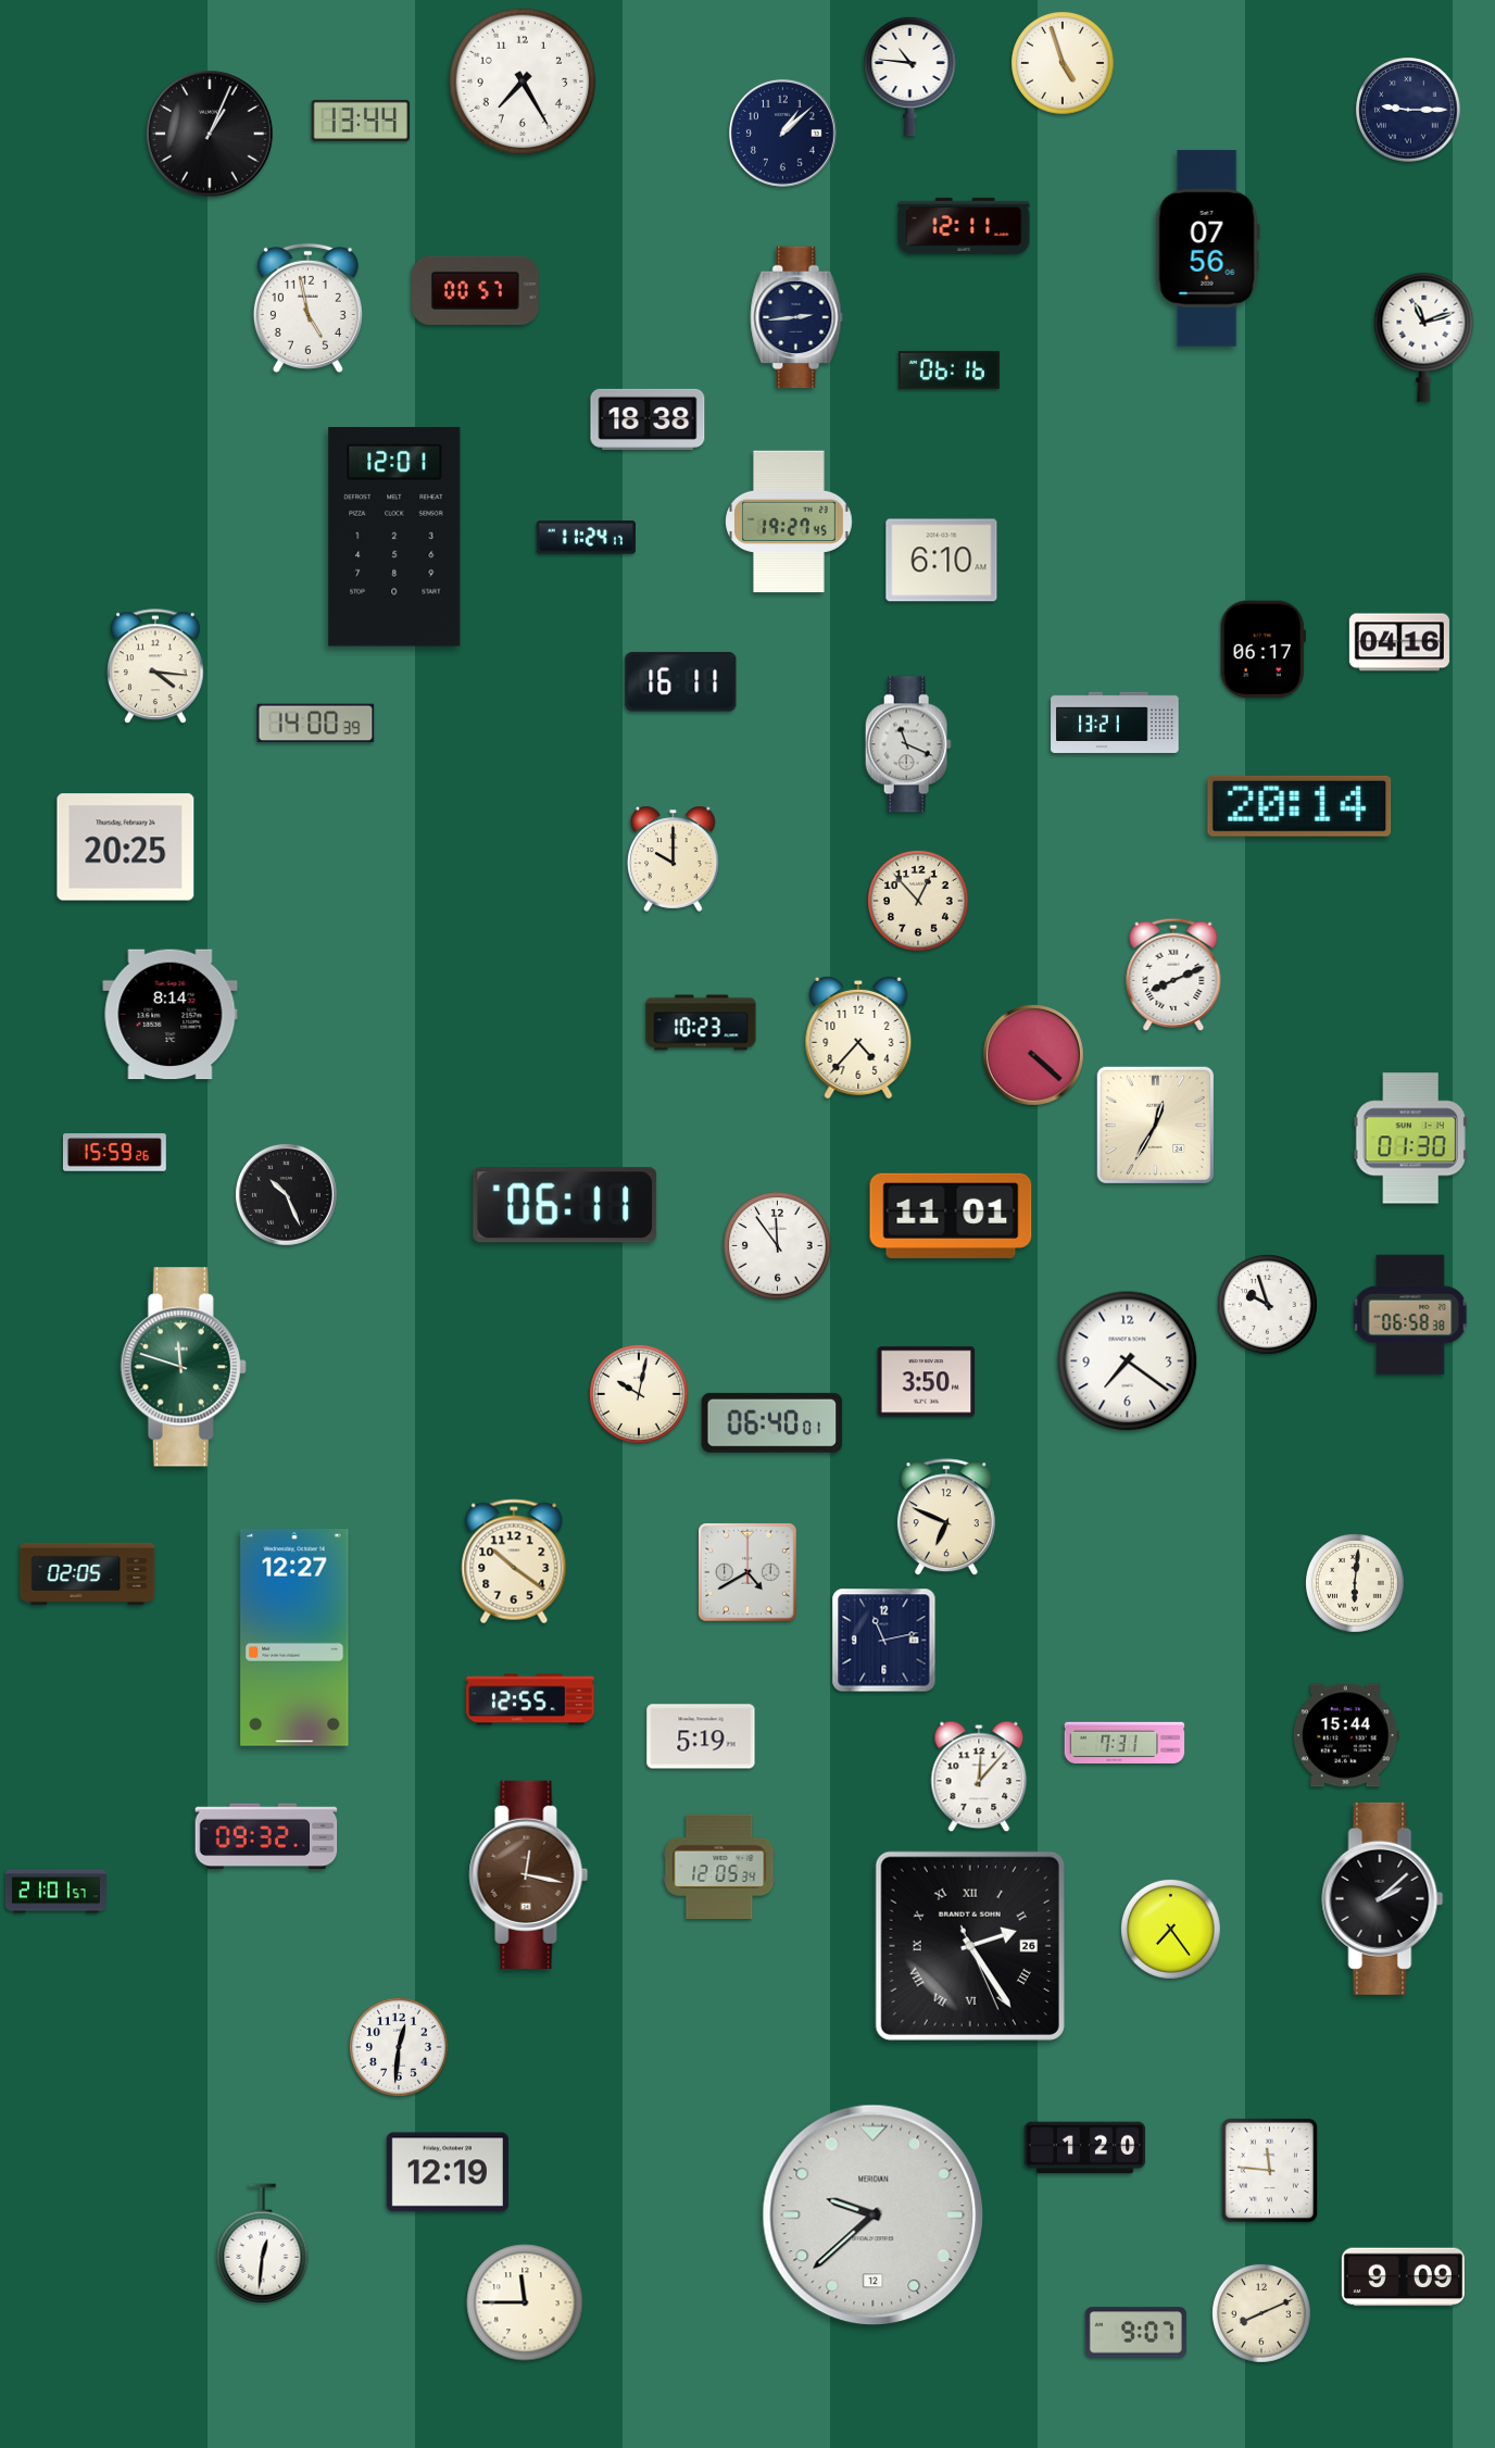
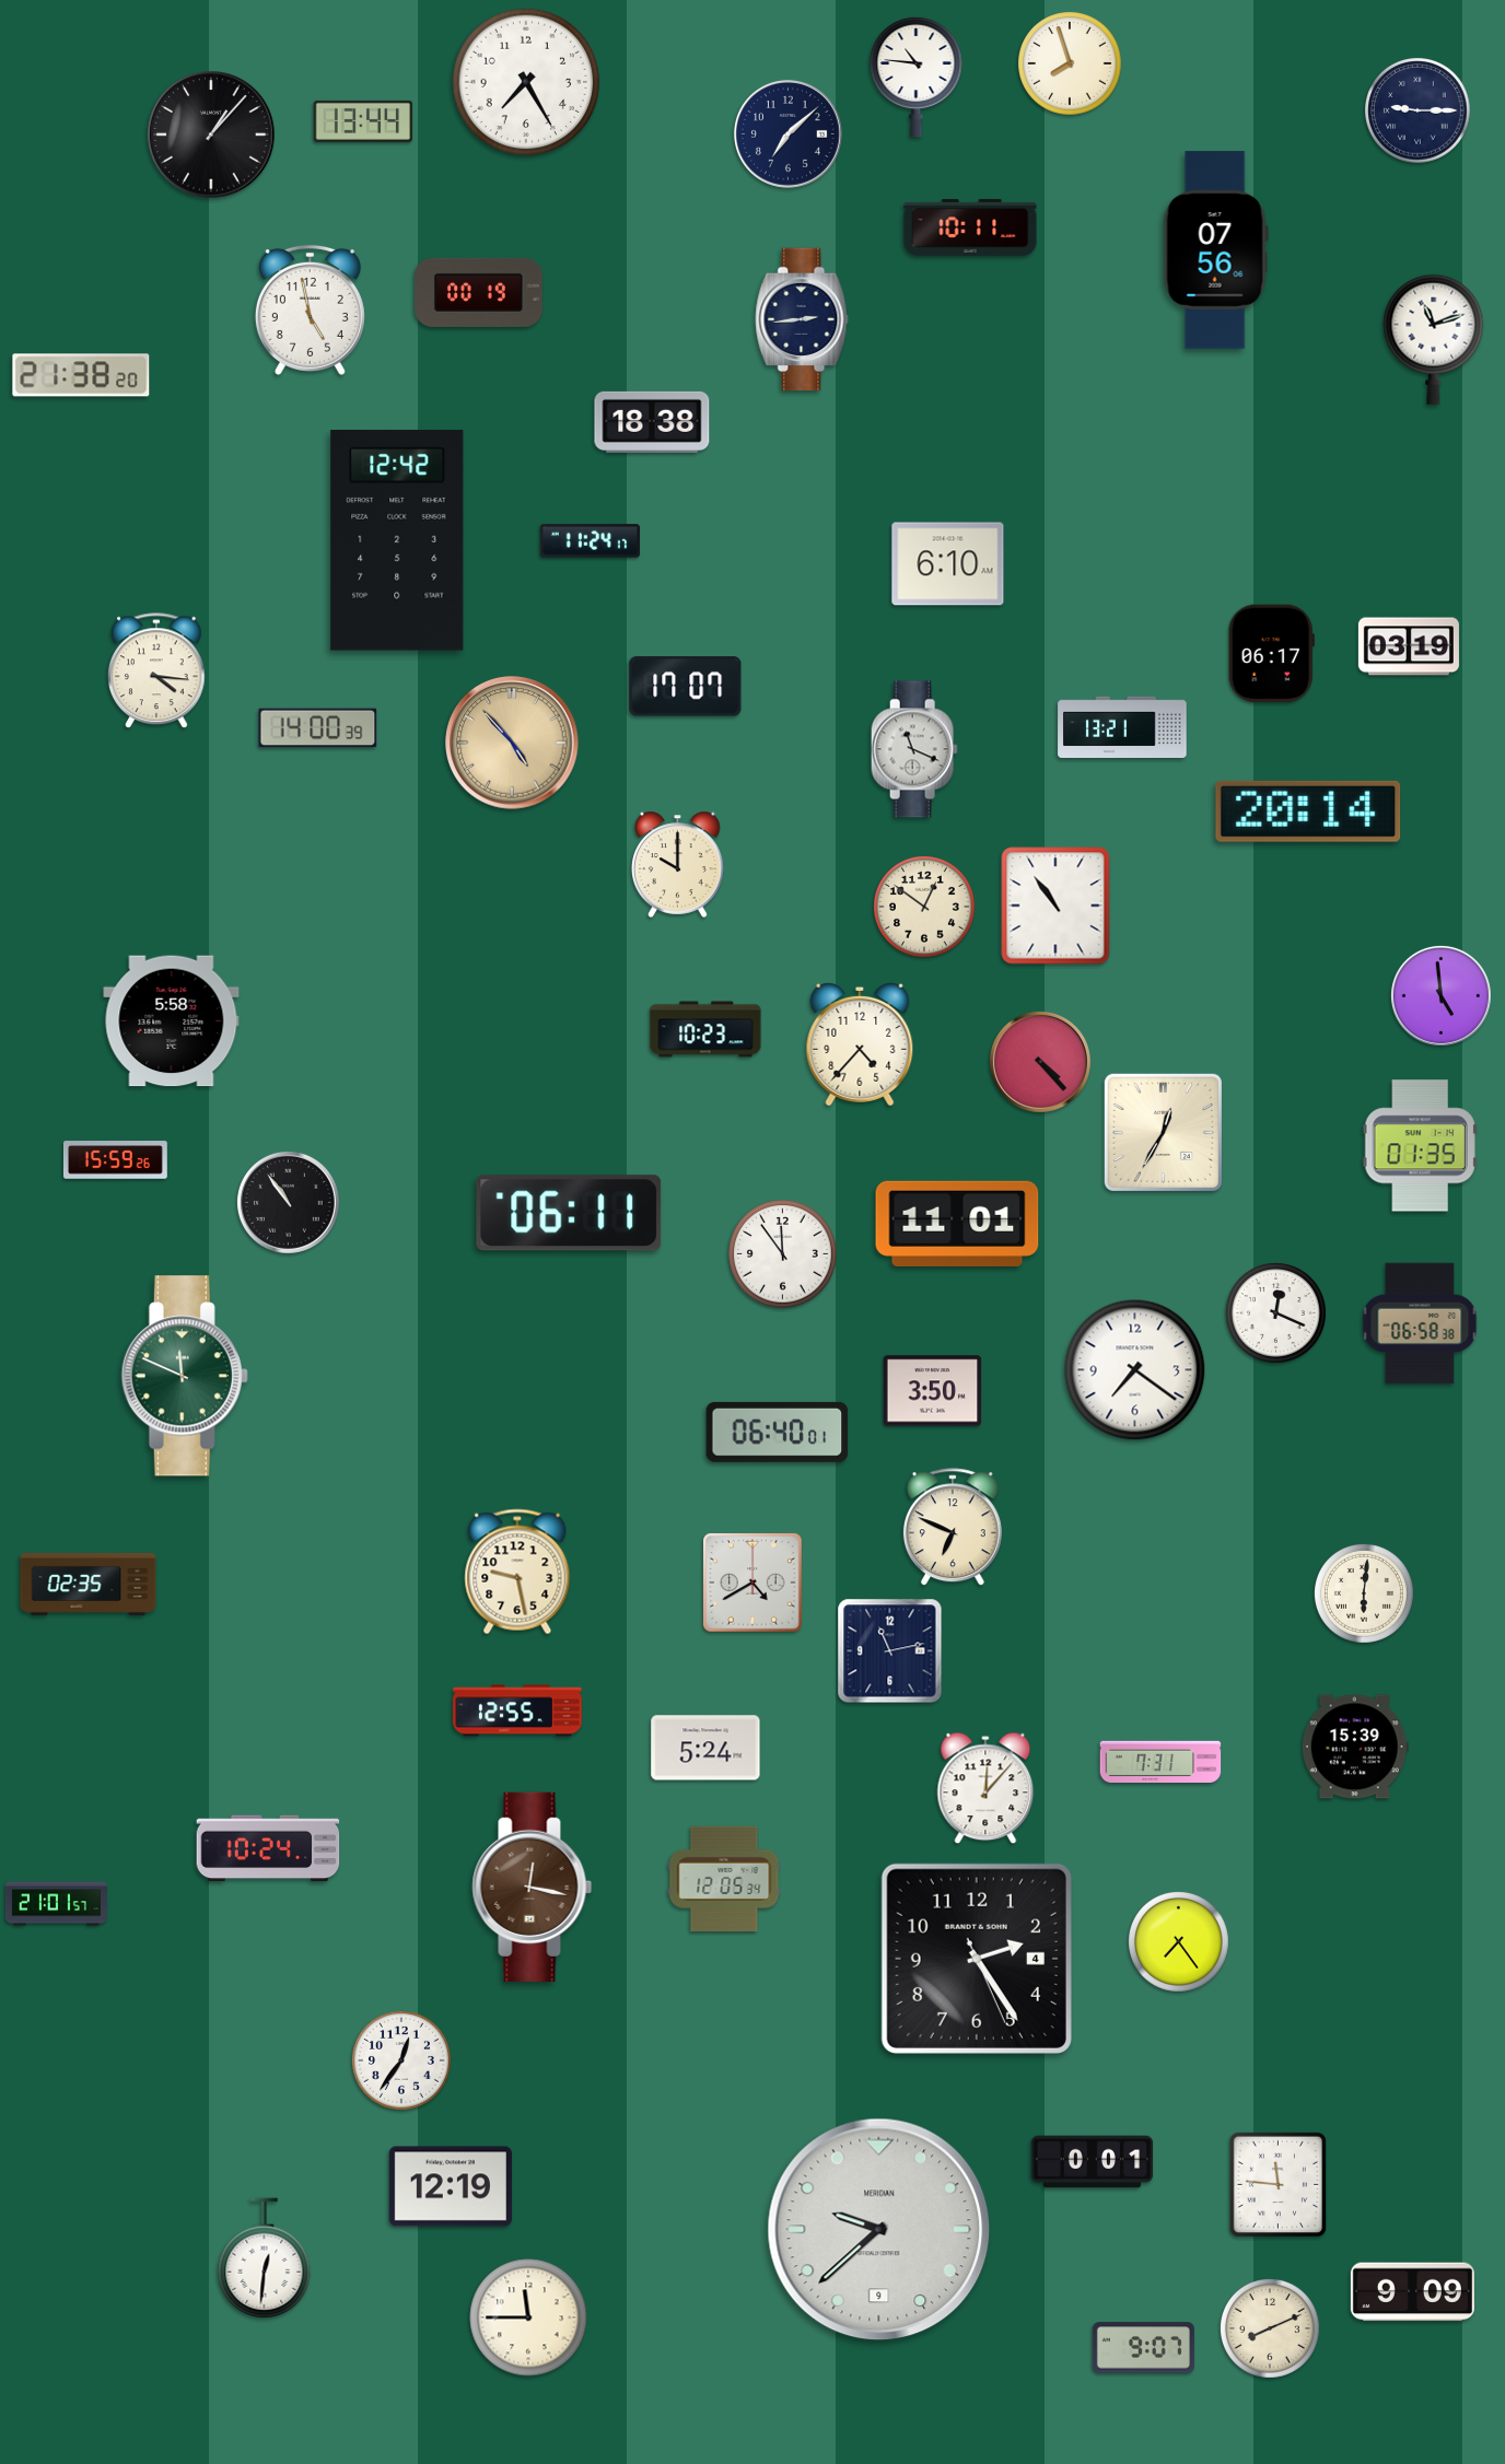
clock at (1064, 64): 4:57 -> 7:57
clock at (782, 133): 1:08 -> 7:08
clock at (210, 134): 1:04 -> 1:07
clock at (964, 226): 12:11 -> 10:11
clock at (476, 290): 00:57 -> 00:19
clock at (948, 369): 06:16 -> none
clock at (81, 375): none -> 21:38
clock at (790, 522): 19:27 -> none
clock at (394, 538): 12:01 -> 12:42
clock at (1399, 642): 04:16 -> 03:19
clock at (681, 682): 16:11 -> 17:07
clock at (512, 743): none -> 4:53
clock at (126, 848): 20:25 -> none
clock at (1055, 906): none -> 10:54
clock at (919, 902): 12:53 -> 12:51
clock at (1173, 975): 8:11 -> none
clock at (1440, 995): none -> 4:59
clock at (171, 1015): 8:14 -> 5:58
clock at (858, 1038) position: (858, 1038) -> (860, 1044)
clock at (1033, 1055): 4:22 -> 4:23
clock at (1410, 1139): 01:30 -> 01:35
clock at (286, 1194): 10:26 -> 10:54
clock at (1267, 1304): 9:57 -> 12:19
clock at (184, 1367): 11:48 -> 11:49
clock at (639, 1394): 10:02 -> none
clock at (514, 1561): 10:21 -> 9:28
clock at (88, 1573): 02:05 -> 02:35
clock at (294, 1639): 12:27 -> none
clock at (530, 1699) position: (530, 1699) -> (517, 1710)
clock at (1346, 1735): 15:44 -> 15:39
clock at (701, 1736): 5:19 -> 5:24
clock at (1125, 1742) position: (1125, 1742) -> (1160, 1761)
clock at (266, 1836): 09:32 -> 10:24
clock at (1383, 1898): 2:08 -> none
clock at (970, 1946) date: 26 -> 4
clock at (970, 1946) numerals: Roman -> Arabic
clock at (399, 2047): 12:31 -> 12:36
clock at (1085, 2148): 1:20 -> 0:01
clock at (874, 2215) date: 12 -> 9
